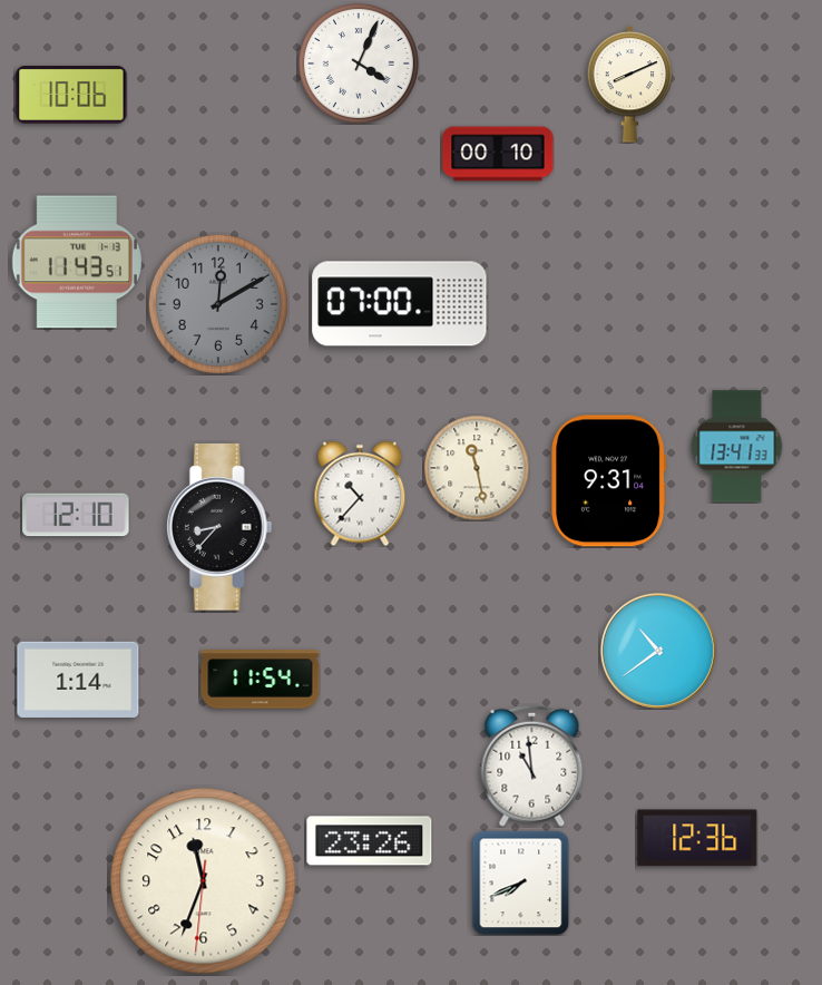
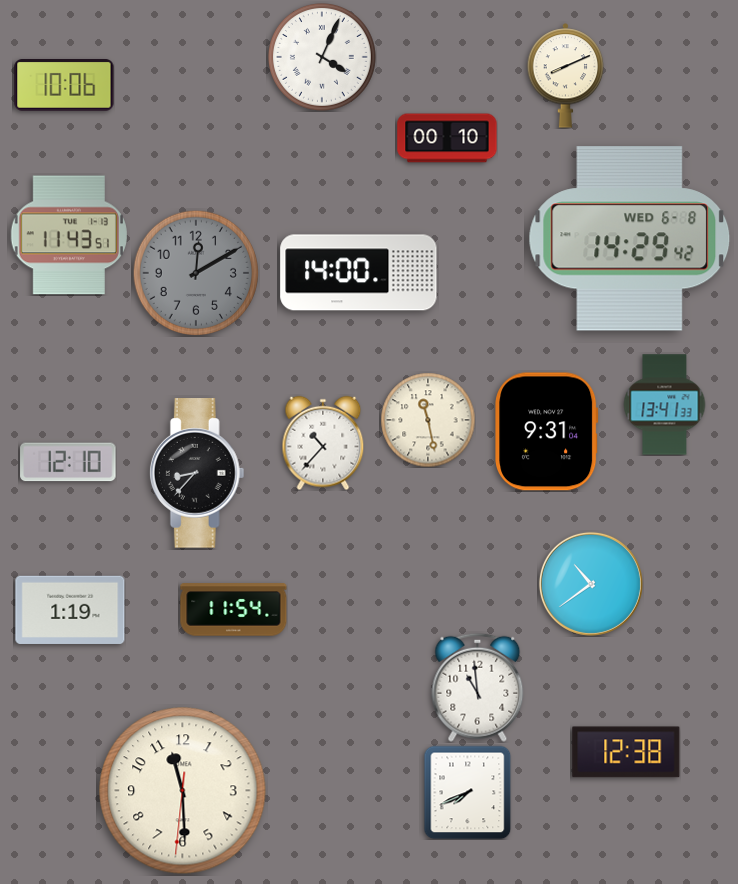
clock at (630, 239): none -> 14:29
clock at (400, 304): 07:00 -> 14:00
clock at (737, 447) position: (737, 447) -> (665, 405)
clock at (78, 679): 1:14 -> 1:19
clock at (697, 838): 12:36 -> 12:38
clock at (370, 841): 23:26 -> none
clock at (204, 881): 11:33 -> 11:29
